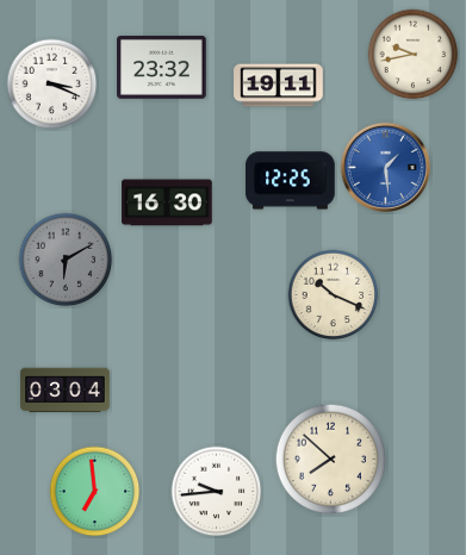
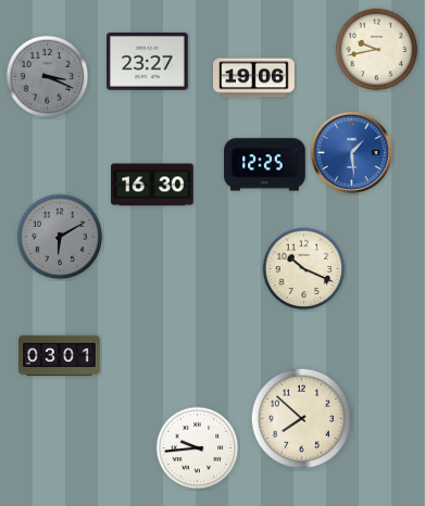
clock at (162, 67): 23:32 -> 23:27
clock at (52, 85) dial: white -> grey
clock at (279, 86): 19:11 -> 19:06
clock at (66, 391): 03:04 -> 03:01
clock at (95, 492): 6:59 -> none
